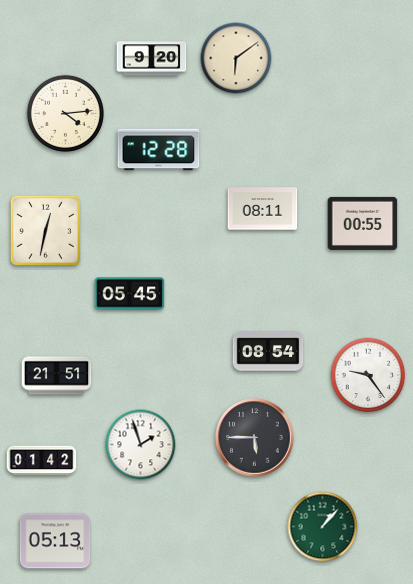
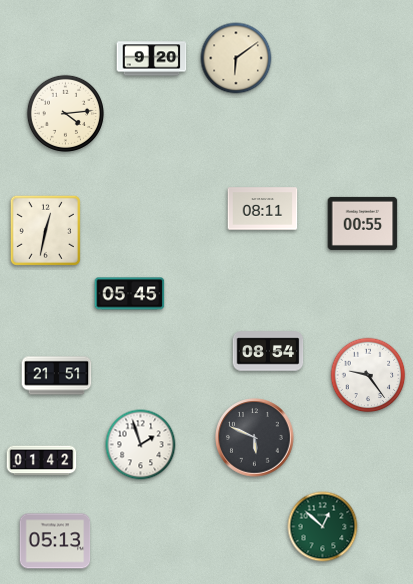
clock at (159, 150): 12:28 -> none
clock at (255, 438): 5:45 -> 5:49
clock at (323, 527): 1:07 -> 12:52
